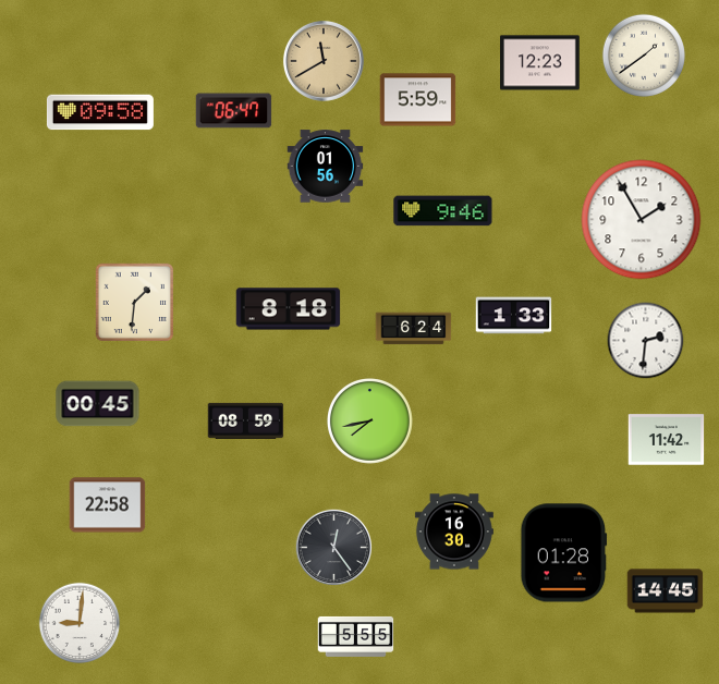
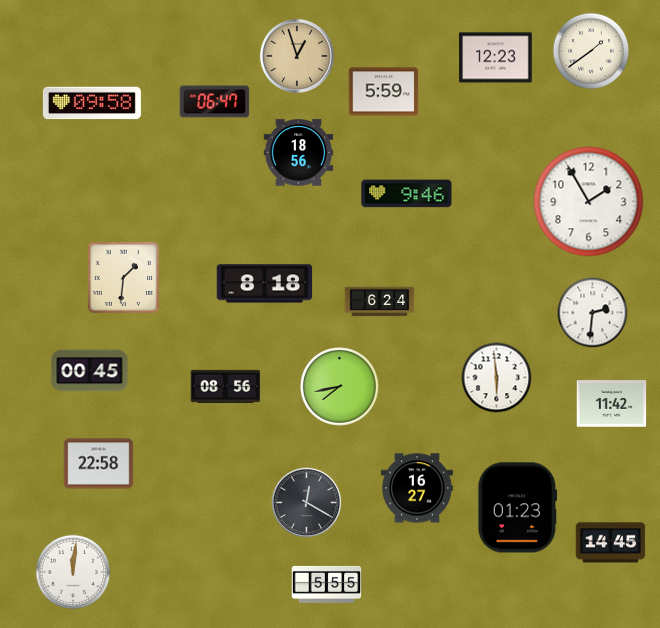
clock at (324, 61): 11:40 -> 12:57
clock at (326, 167): 01:56 -> 18:56
clock at (514, 316): 1:33 -> none
clock at (497, 378): none -> 5:59
clock at (246, 420): 08:59 -> 08:56
clock at (454, 532): 16:30 -> 16:27
clock at (334, 548): 12:24 -> 12:20
clock at (564, 553): 01:28 -> 01:23
clock at (80, 623): 9:01 -> 12:01
